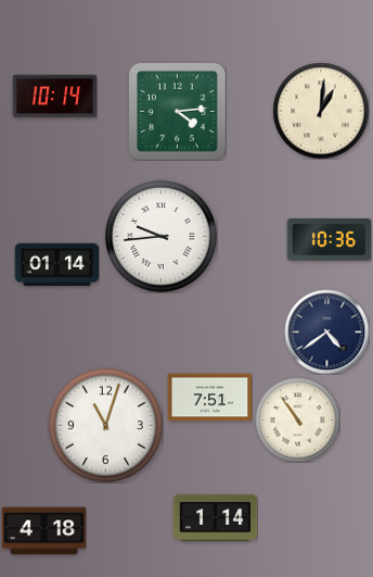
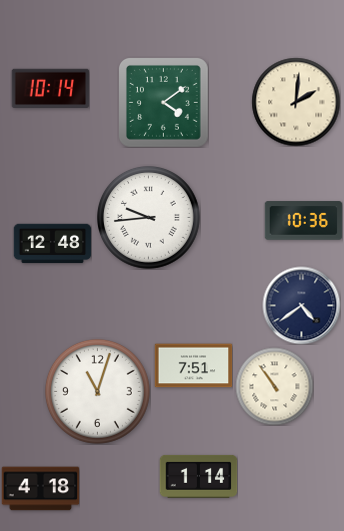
clock at (321, 111): 1:01 -> 2:01
clock at (178, 112): 4:14 -> 4:09
clock at (56, 265): 01:14 -> 12:48
